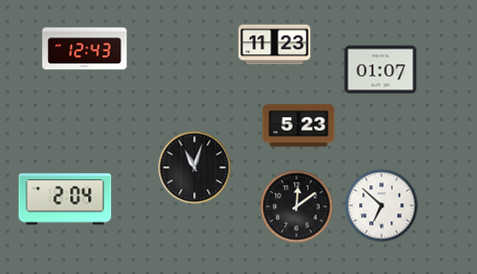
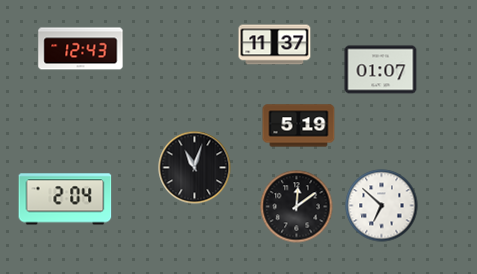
clock at (275, 45): 11:23 -> 11:37
clock at (85, 49) position: (85, 49) -> (81, 49)
clock at (299, 126): 5:23 -> 5:19
